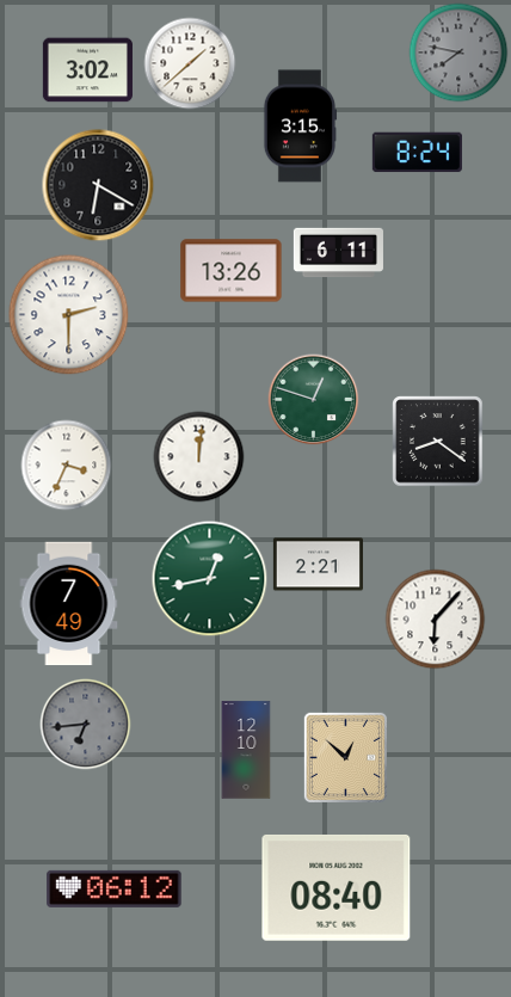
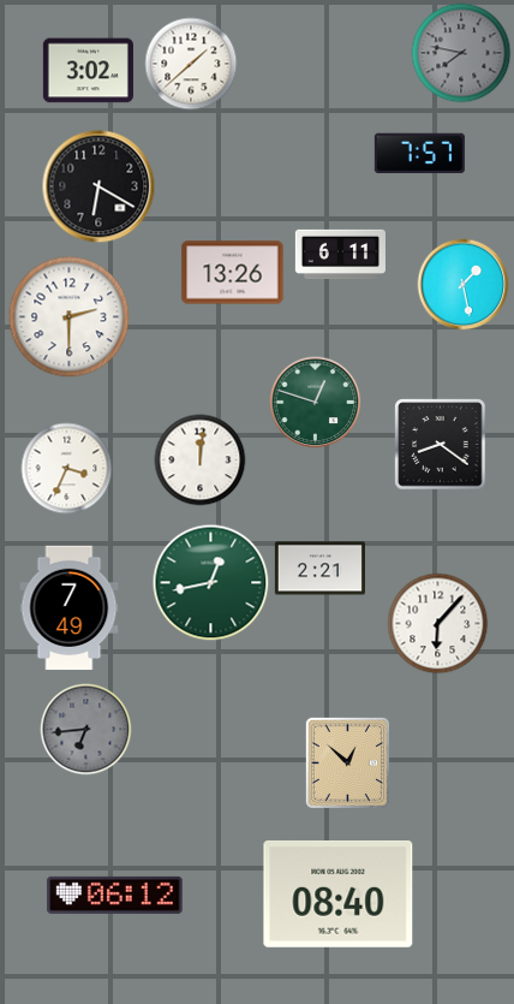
clock at (300, 127): 3:15 -> none
clock at (417, 153): 8:24 -> 7:57
clock at (464, 285): none -> 1:28
clock at (246, 750): 12:10 -> none
